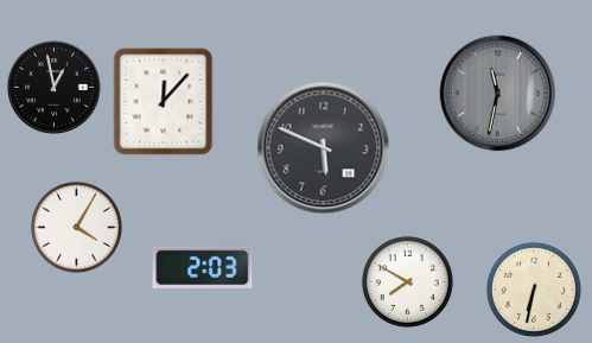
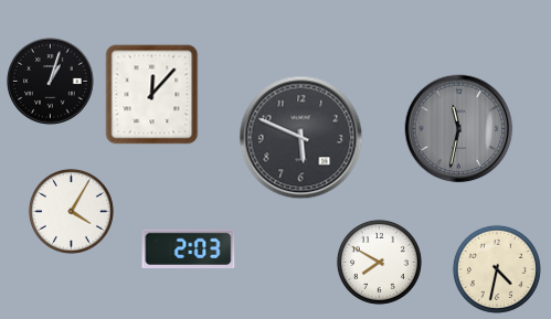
clock at (55, 88): 12:58 -> 1:03
clock at (498, 94) position: (498, 94) -> (459, 129)
clock at (534, 290): 6:32 -> 4:32
